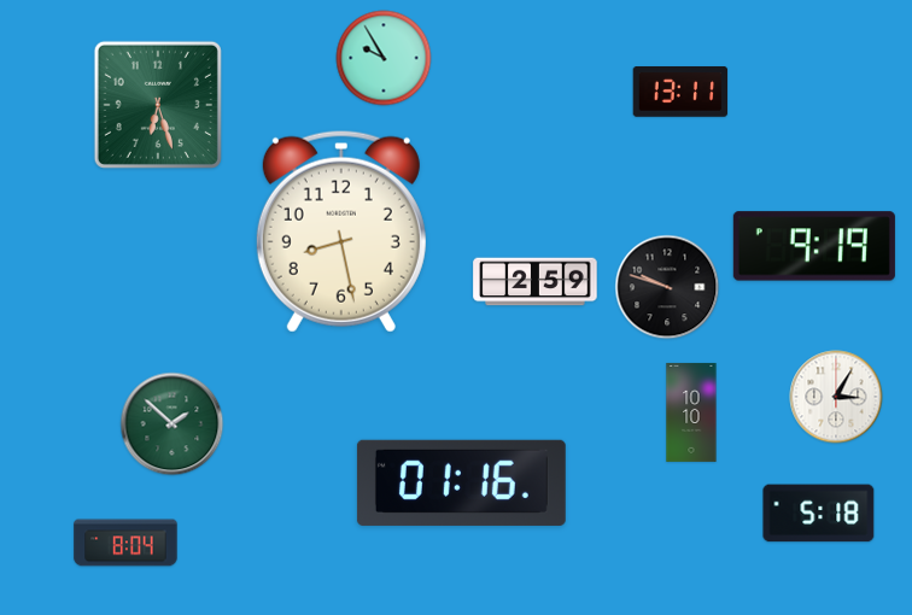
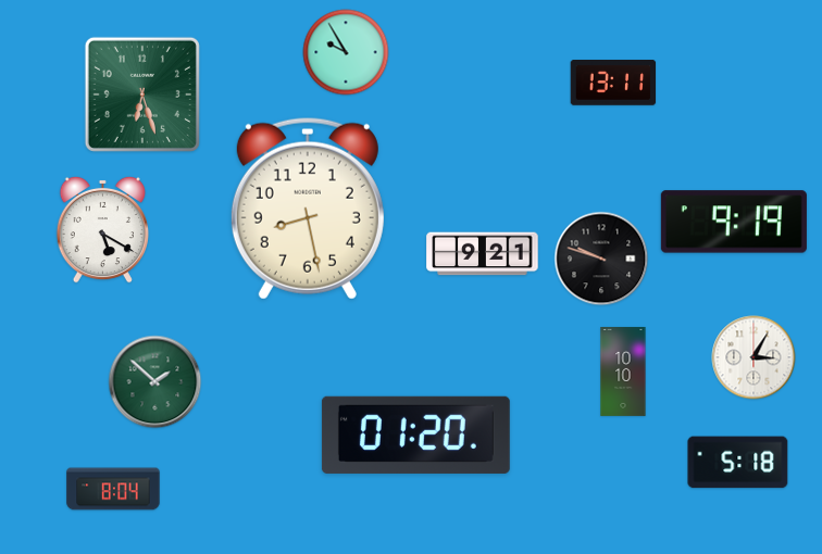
clock at (102, 229): none -> 5:20
clock at (536, 282): 2:59 -> 9:21
clock at (461, 482): 01:16 -> 01:20
